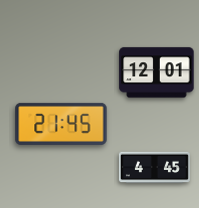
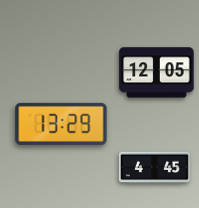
clock at (157, 73): 12:01 -> 12:05
clock at (61, 124): 21:45 -> 13:29
